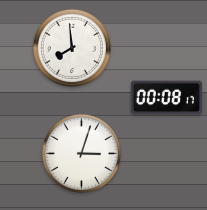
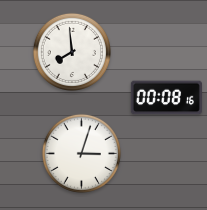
clock at (72, 48) position: (72, 48) -> (72, 52)
clock at (166, 98): 00:08:17 -> 00:08:16
